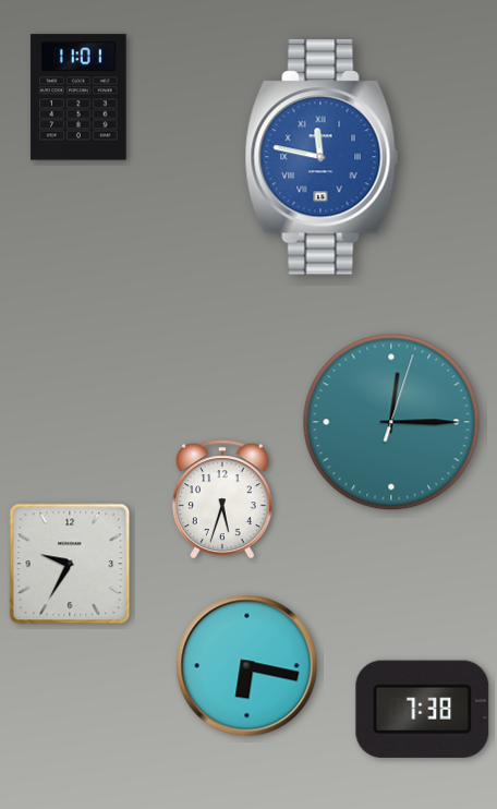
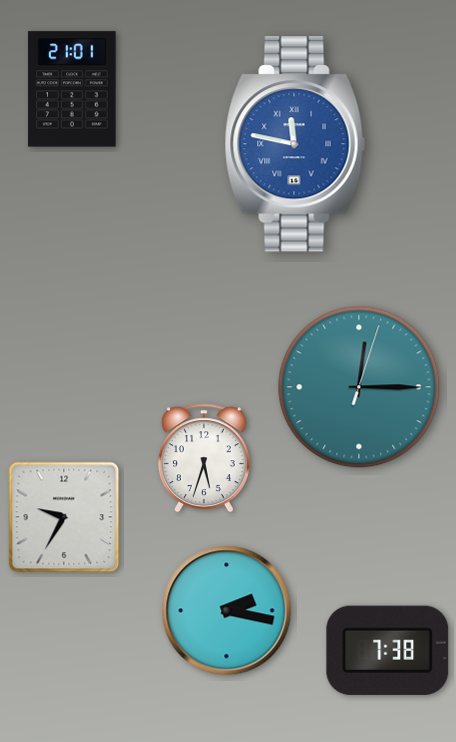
clock at (78, 97): 11:01 -> 21:01
clock at (247, 666): 6:17 -> 2:17
